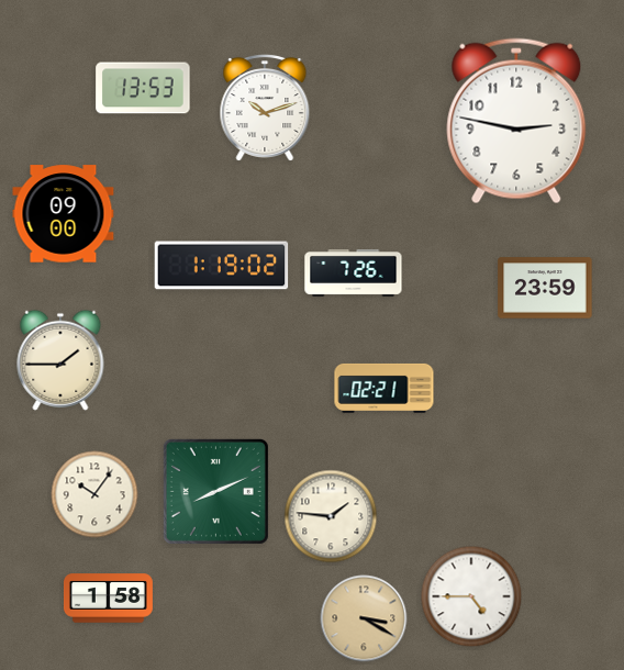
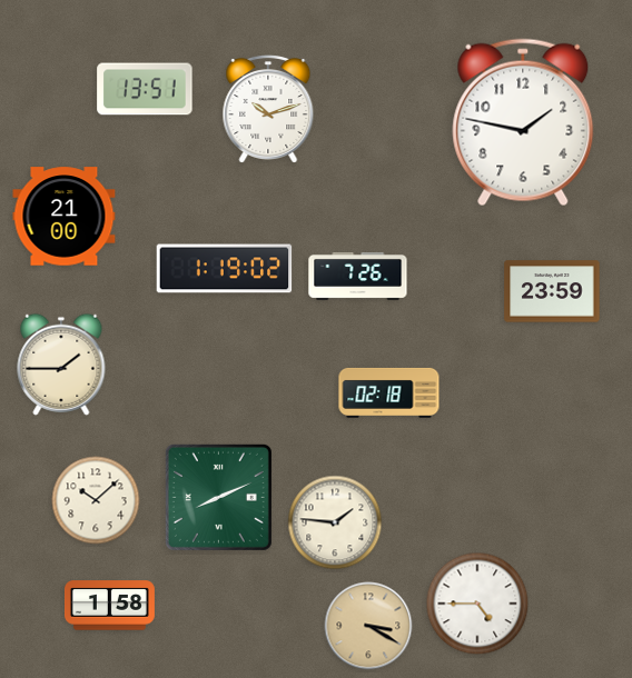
clock at (143, 88): 13:53 -> 13:51
clock at (516, 121): 2:47 -> 1:47
clock at (64, 214): 09:00 -> 21:00
clock at (385, 388): 02:21 -> 02:18
clock at (94, 494): 10:06 -> 10:08
